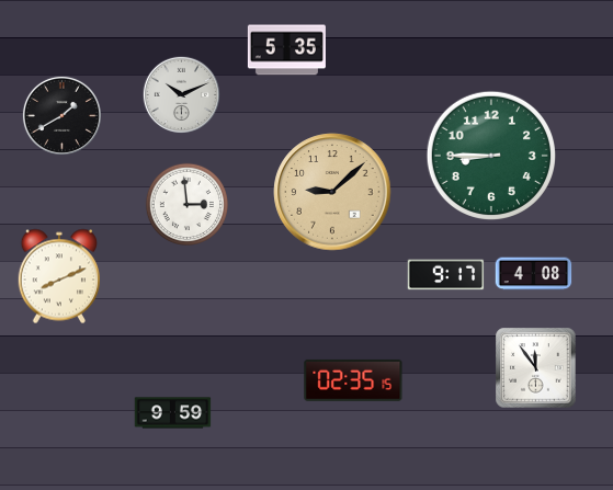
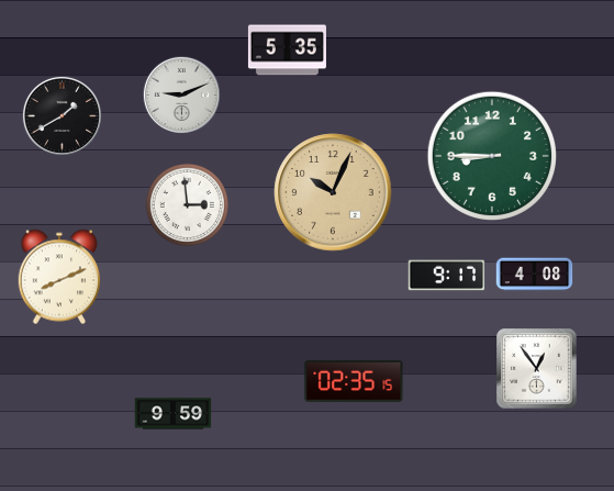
clock at (182, 95): 10:11 -> 9:11
clock at (332, 192): 9:08 -> 10:04
clock at (536, 368): 11:54 -> 12:54
